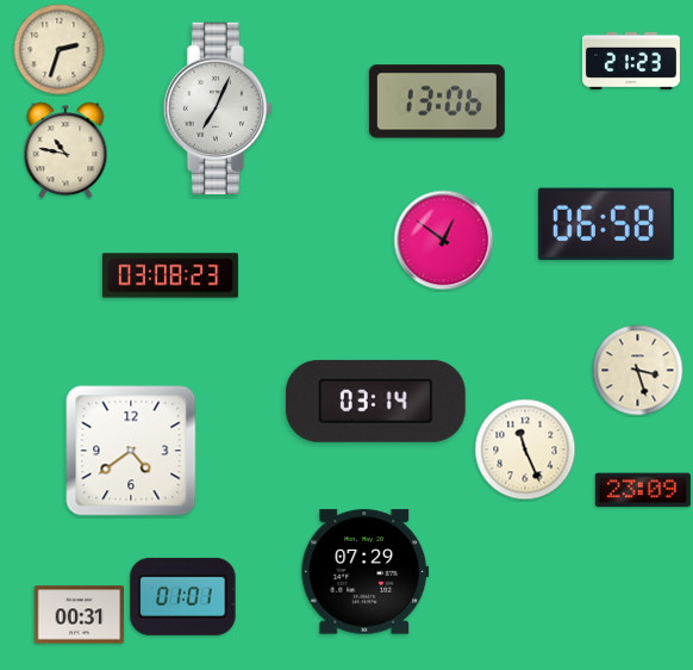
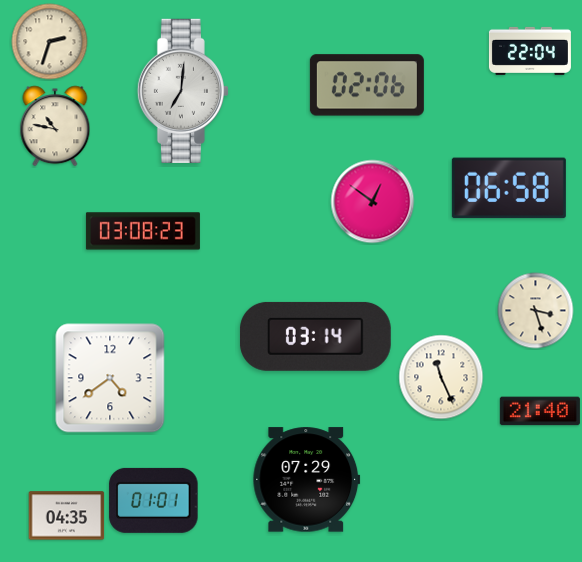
clock at (631, 61): 21:23 -> 22:04
clock at (437, 101): 13:06 -> 02:06
clock at (218, 108): 7:04 -> 7:01
clock at (643, 490): 23:09 -> 21:40
clock at (80, 615): 00:31 -> 04:35
